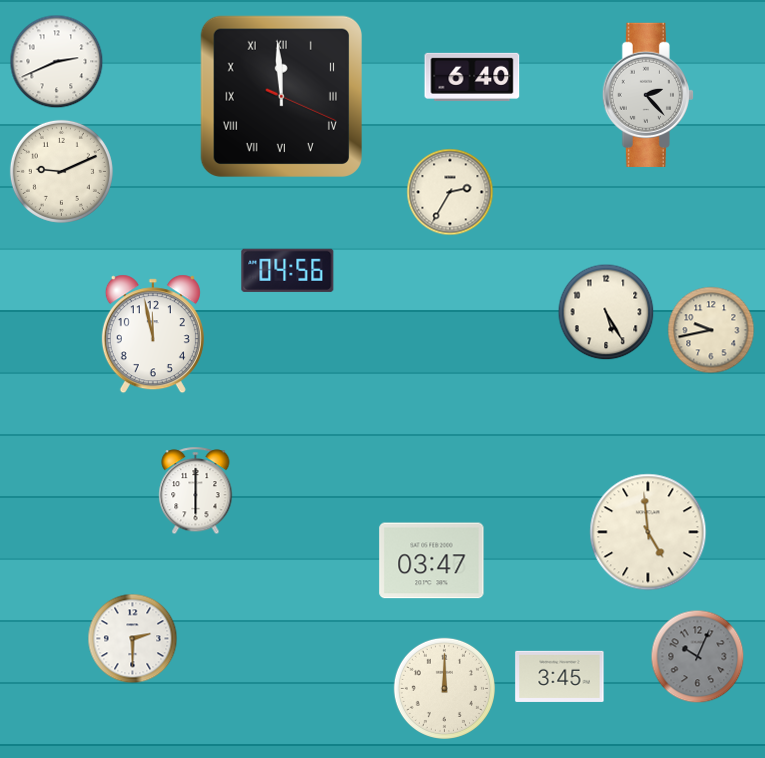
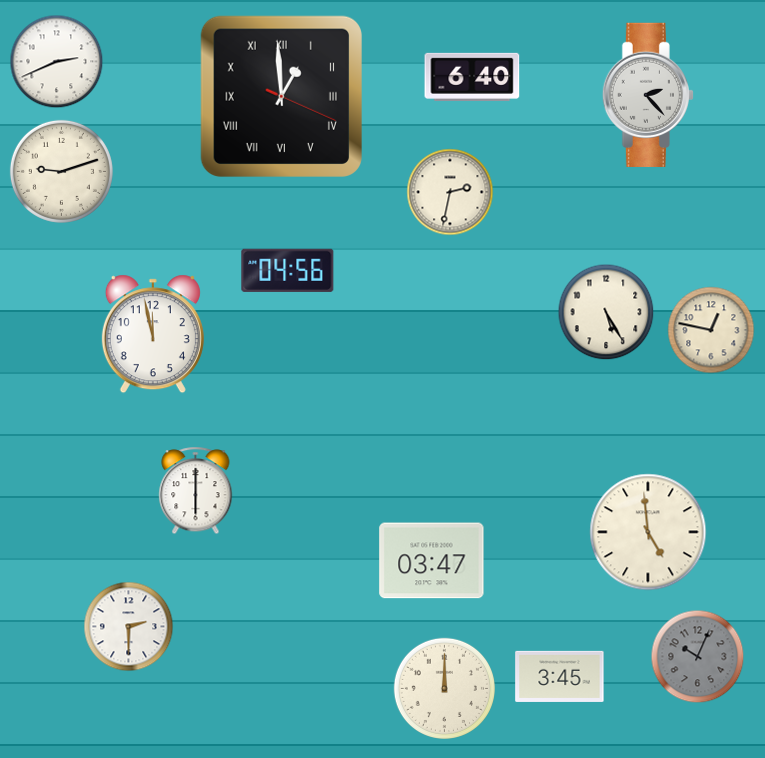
clock at (281, 96): 11:59 -> 12:59
clock at (61, 171): 9:11 -> 9:12
clock at (450, 192): 2:35 -> 2:32
clock at (711, 330): 9:43 -> 12:47
clock at (133, 639) position: (133, 639) -> (129, 627)
